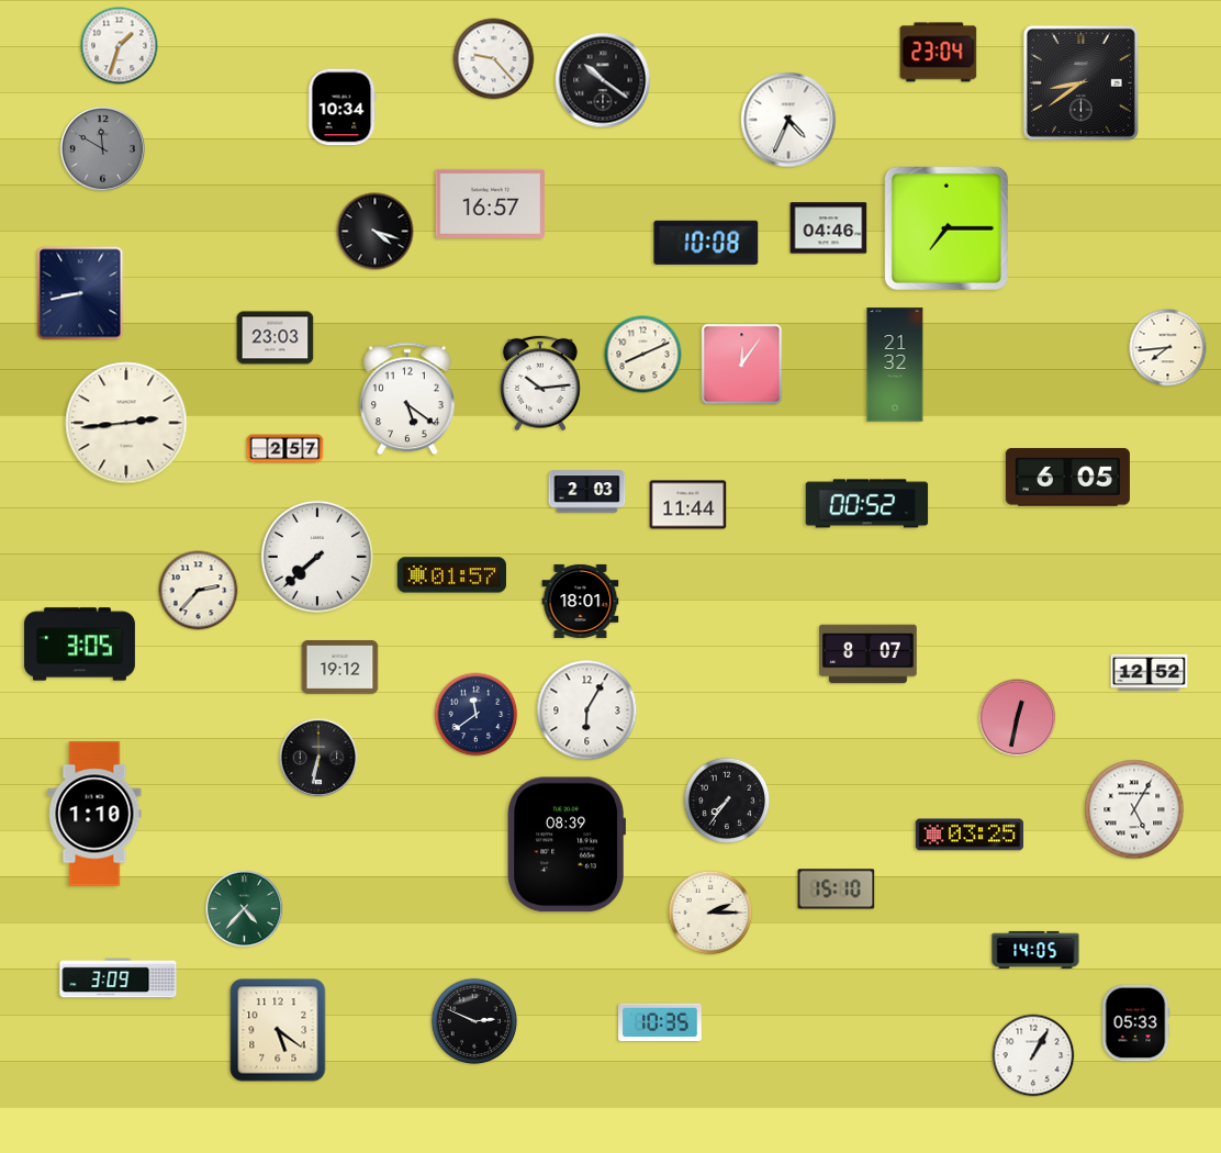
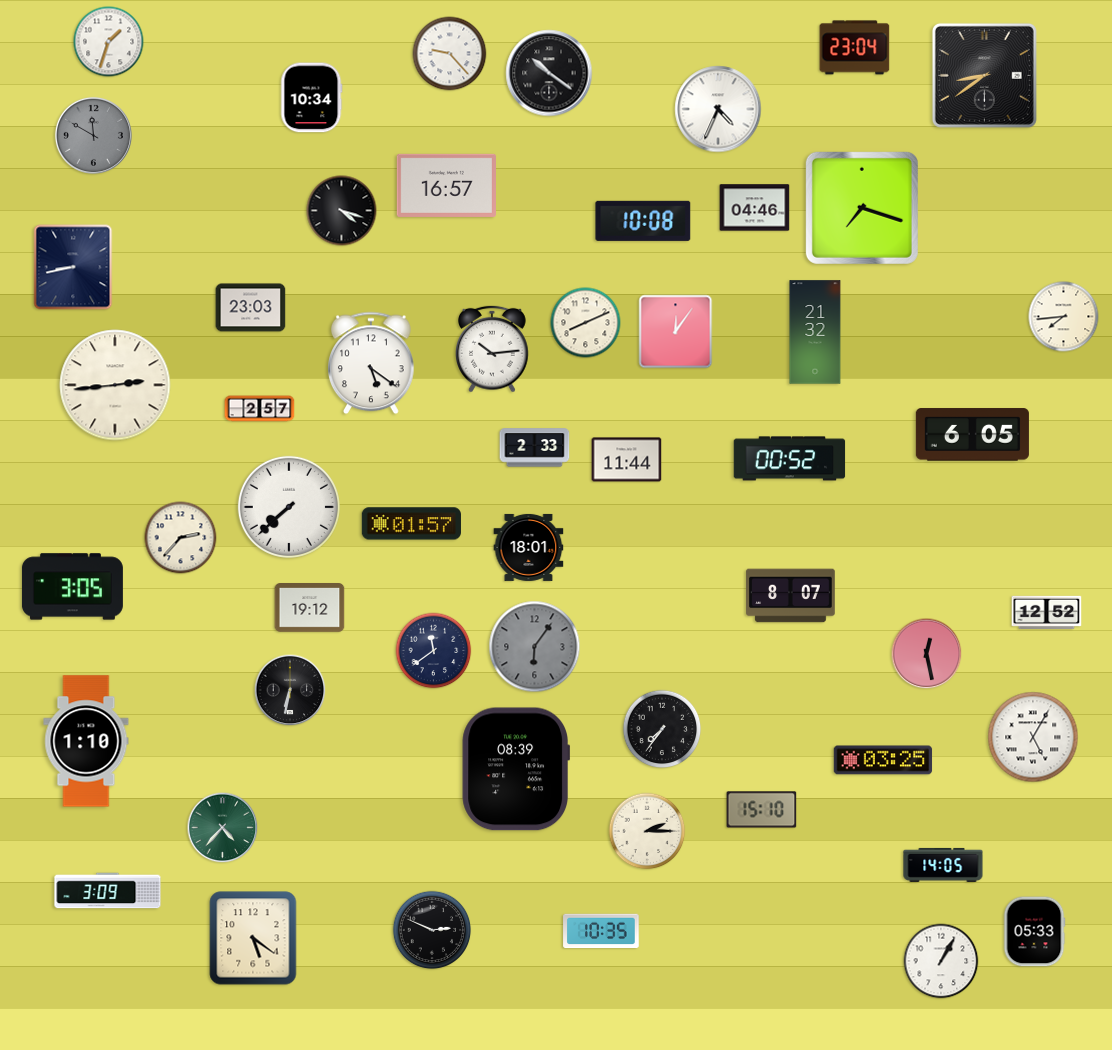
clock at (946, 228): 7:15 -> 7:18
clock at (587, 492): 2:03 -> 2:33
clock at (587, 710): 6:05 -> 6:06
clock at (587, 710) dial: white -> grey
clock at (1018, 718): 12:32 -> 12:28
